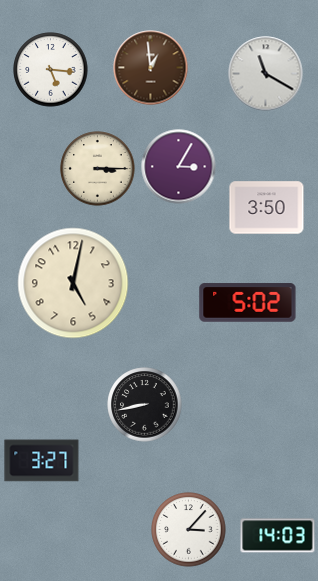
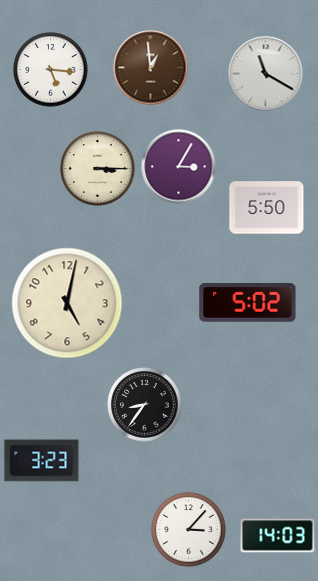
clock at (267, 208): 3:50 -> 5:50
clock at (73, 283) position: (73, 283) -> (67, 303)
clock at (145, 405): 8:43 -> 8:36
clock at (42, 461): 3:27 -> 3:23
